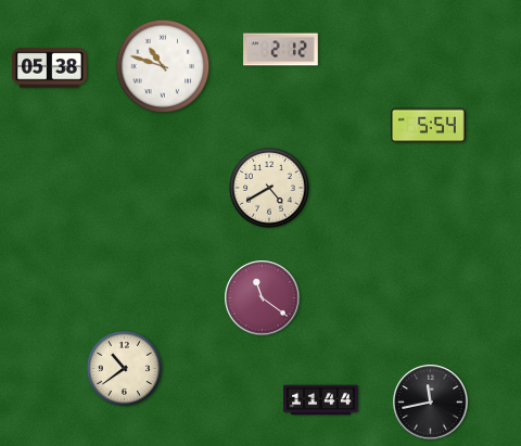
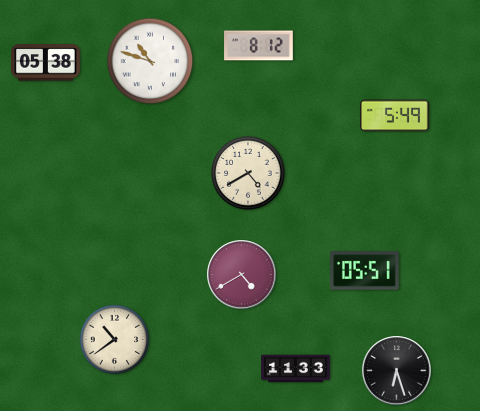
clock at (281, 50): 2:12 -> 8:12
clock at (429, 126): 5:54 -> 5:49
clock at (365, 271): none -> 05:51
clock at (263, 298): 11:21 -> 4:40
clock at (321, 400): 11:44 -> 11:33
clock at (431, 403): 11:43 -> 6:27
